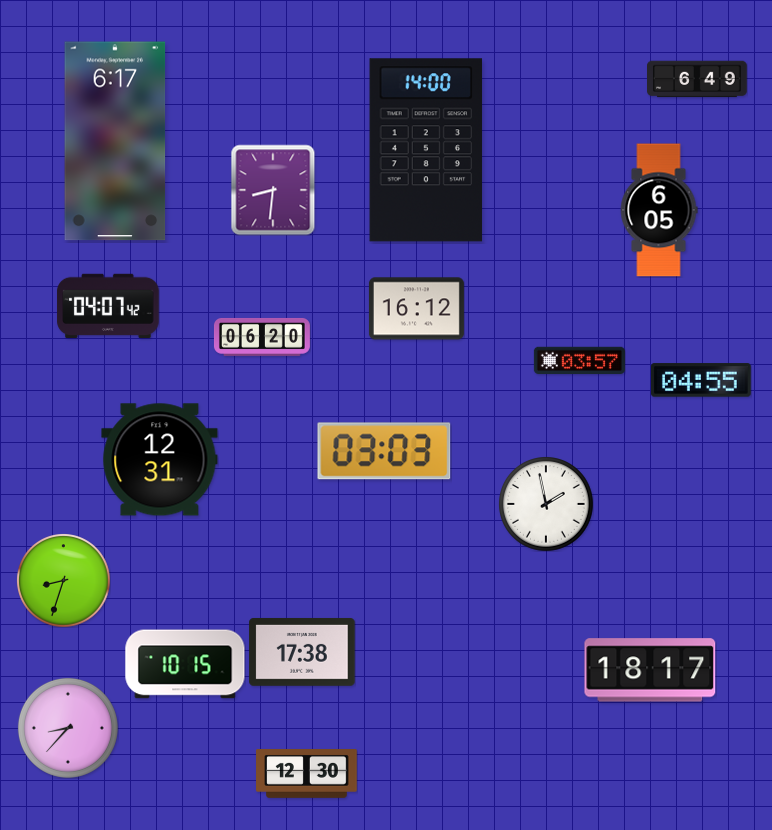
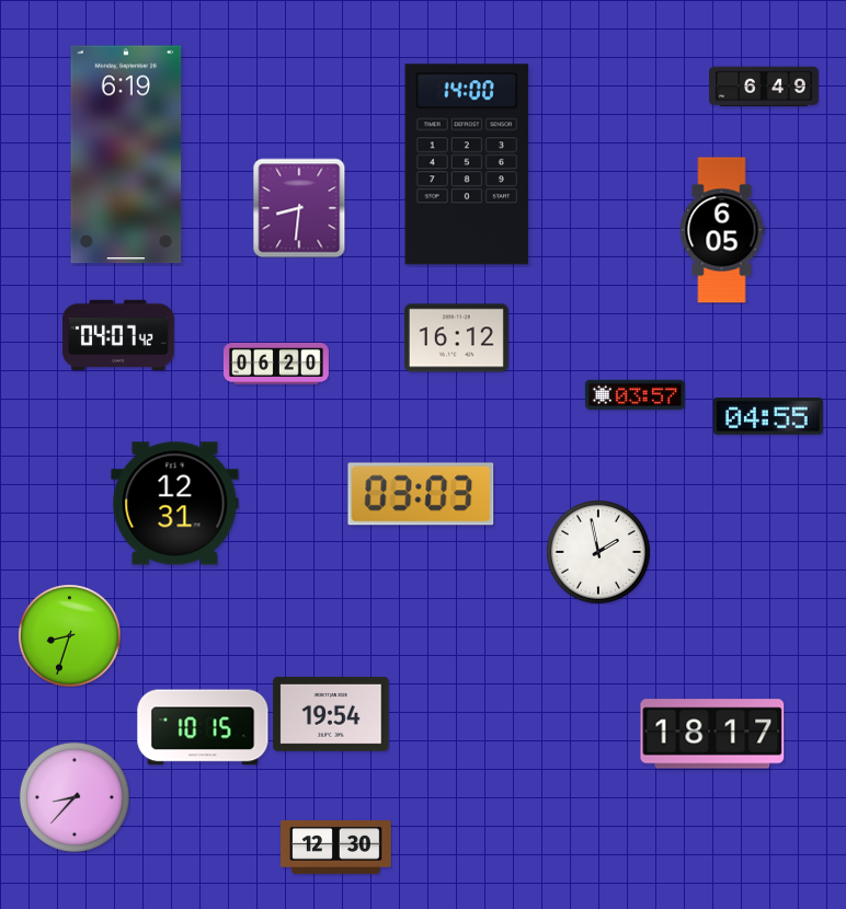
clock at (115, 141): 6:17 -> 6:19
clock at (262, 337) position: (262, 337) -> (276, 364)
clock at (302, 652): 17:38 -> 19:54
